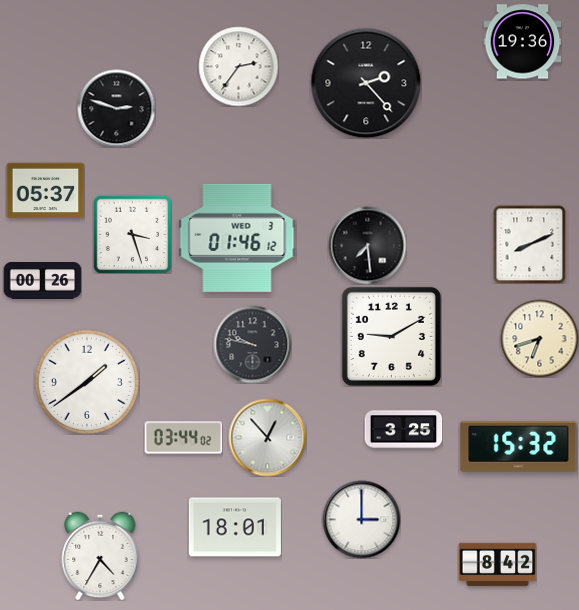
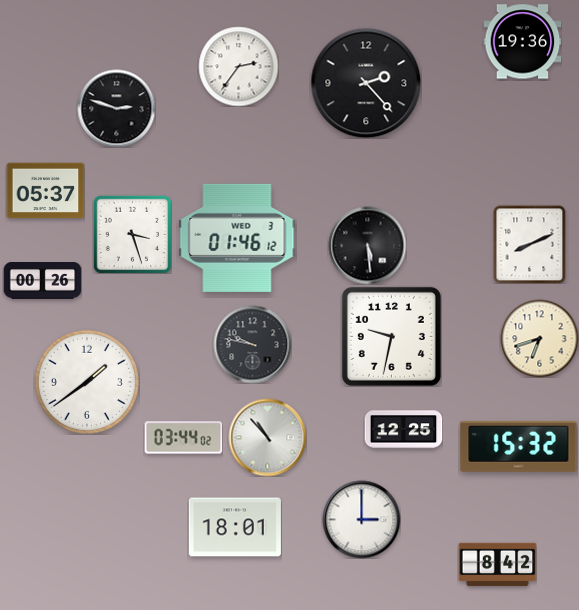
clock at (367, 245): 7:29 -> 5:29
clock at (391, 336): 9:10 -> 9:32
clock at (403, 430): 3:25 -> 12:25
clock at (267, 437): 12:53 -> 10:53
clock at (100, 556): 4:35 -> none
